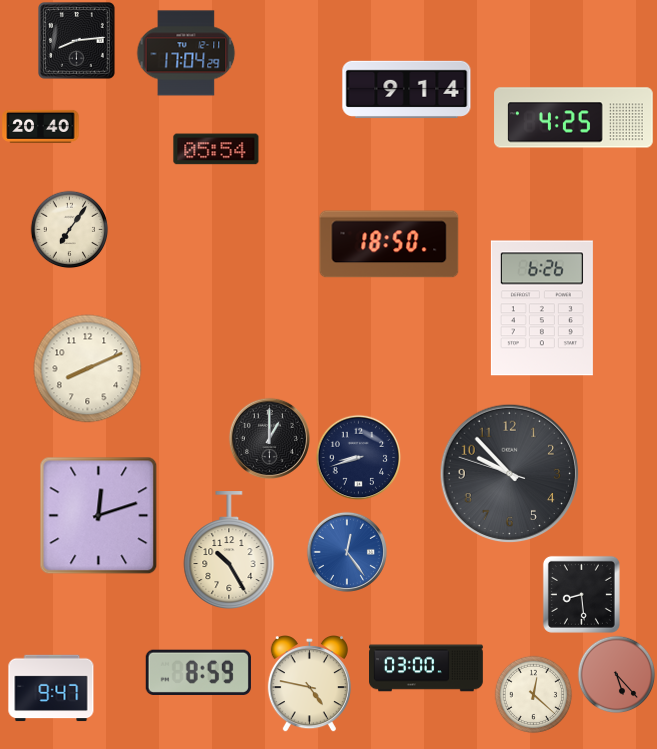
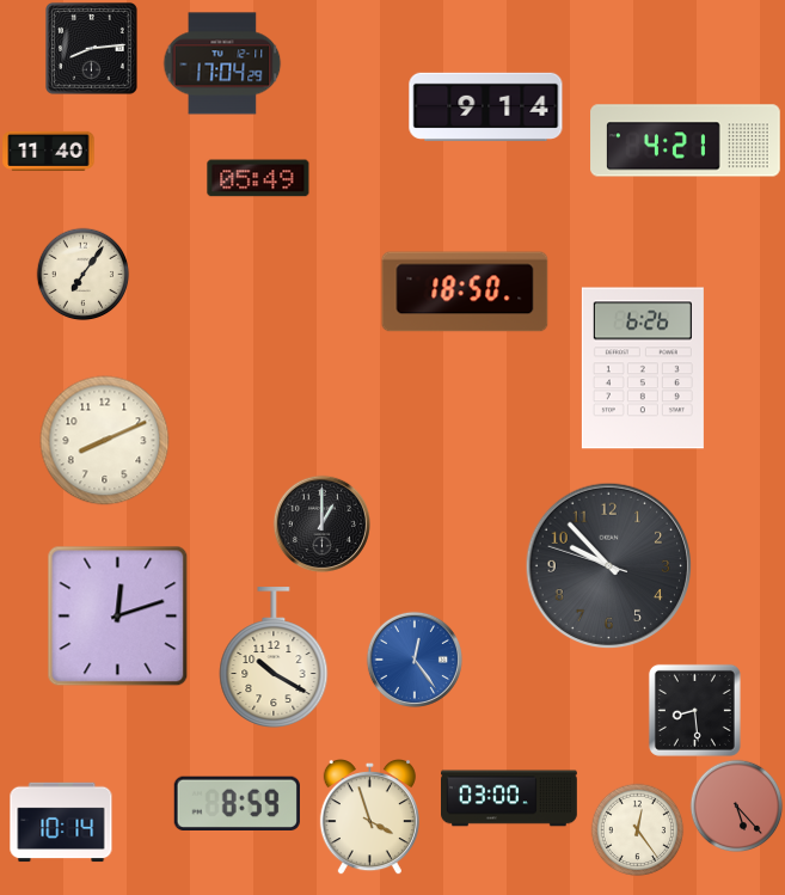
clock at (574, 118): 4:25 -> 4:21
clock at (41, 126): 20:40 -> 11:40
clock at (216, 149): 05:54 -> 05:49
clock at (542, 308) position: (542, 308) -> (643, 368)
clock at (358, 457): 8:42 -> none
clock at (229, 550): 10:25 -> 10:20
clock at (309, 684): 4:47 -> 3:57
clock at (51, 688): 9:47 -> 10:14
clock at (533, 694): 12:22 -> 12:24
